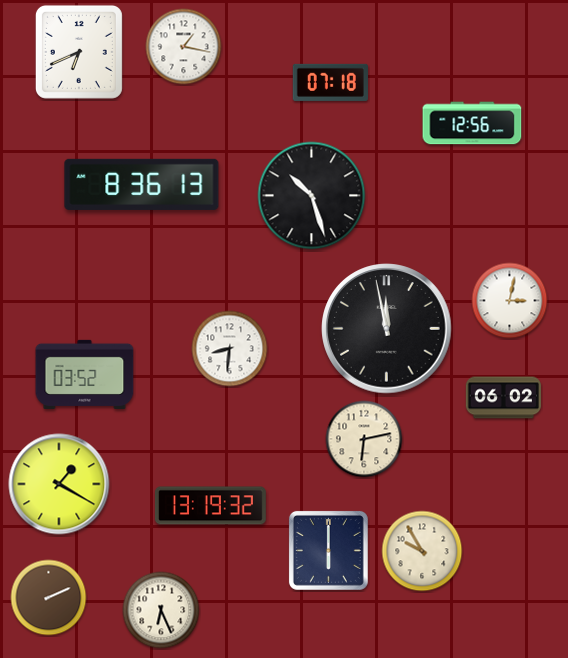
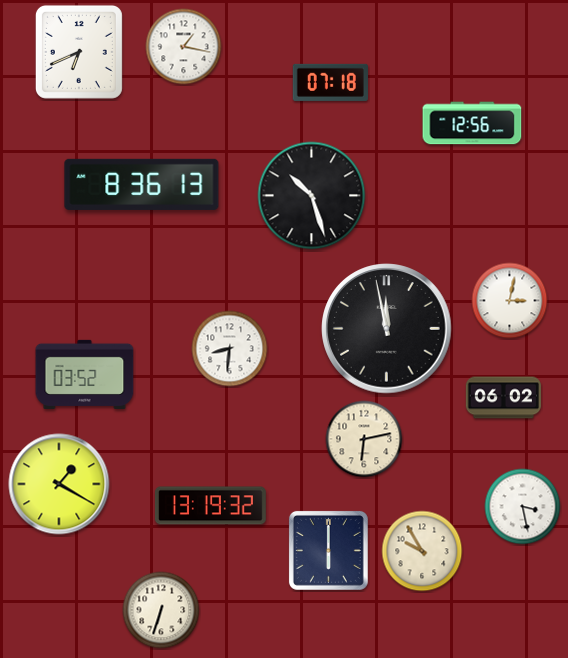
clock at (523, 507): none -> 3:28
clock at (49, 598): 2:11 -> none
clock at (161, 610): 6:26 -> 6:33
